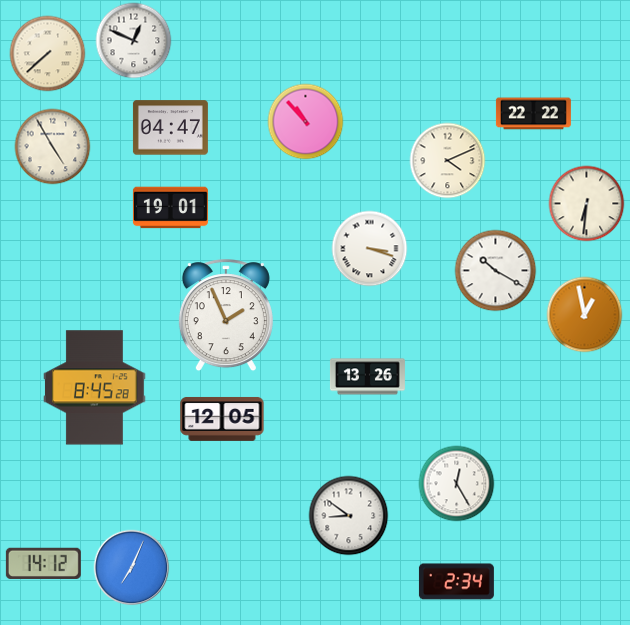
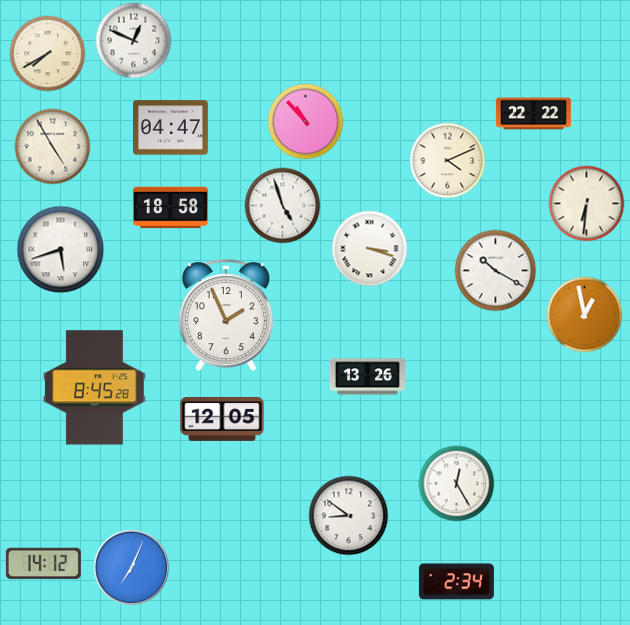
clock at (48, 54): 7:38 -> 7:40
clock at (283, 206): none -> 4:57
clock at (170, 208): 19:01 -> 18:58
clock at (61, 250): none -> 5:42
